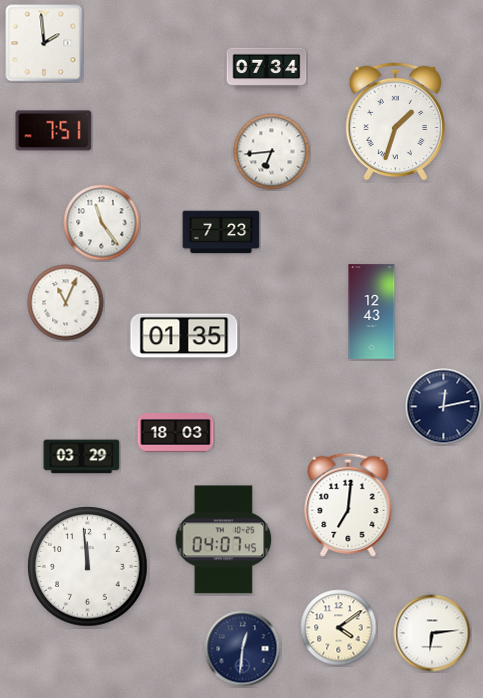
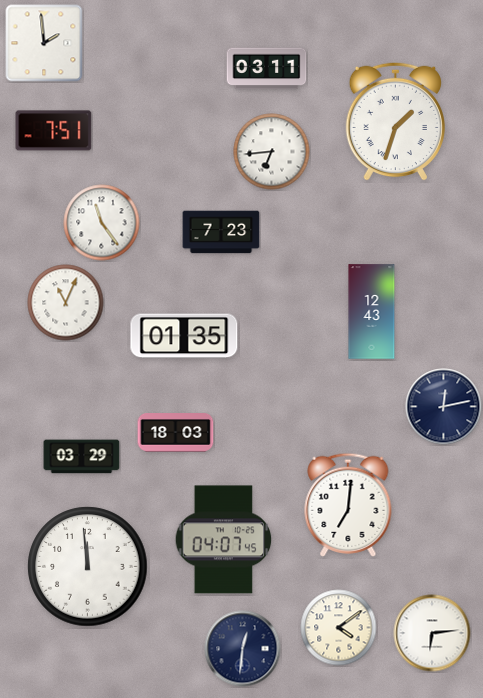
clock at (267, 69): 07:34 -> 03:11
